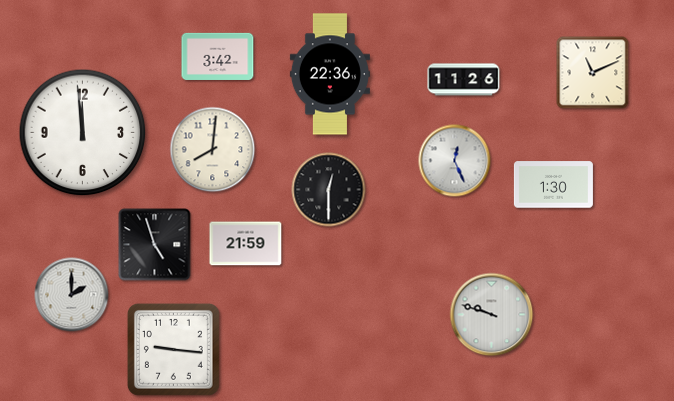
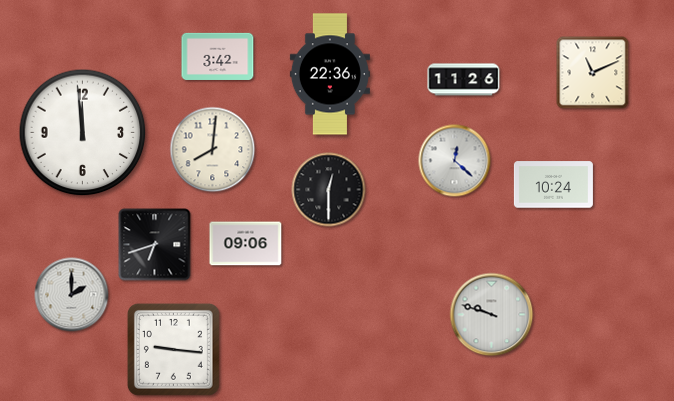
clock at (455, 161): 12:26 -> 12:22
clock at (553, 185): 1:30 -> 10:24
clock at (246, 244): 21:59 -> 09:06
clock at (155, 245): 4:57 -> 6:42
